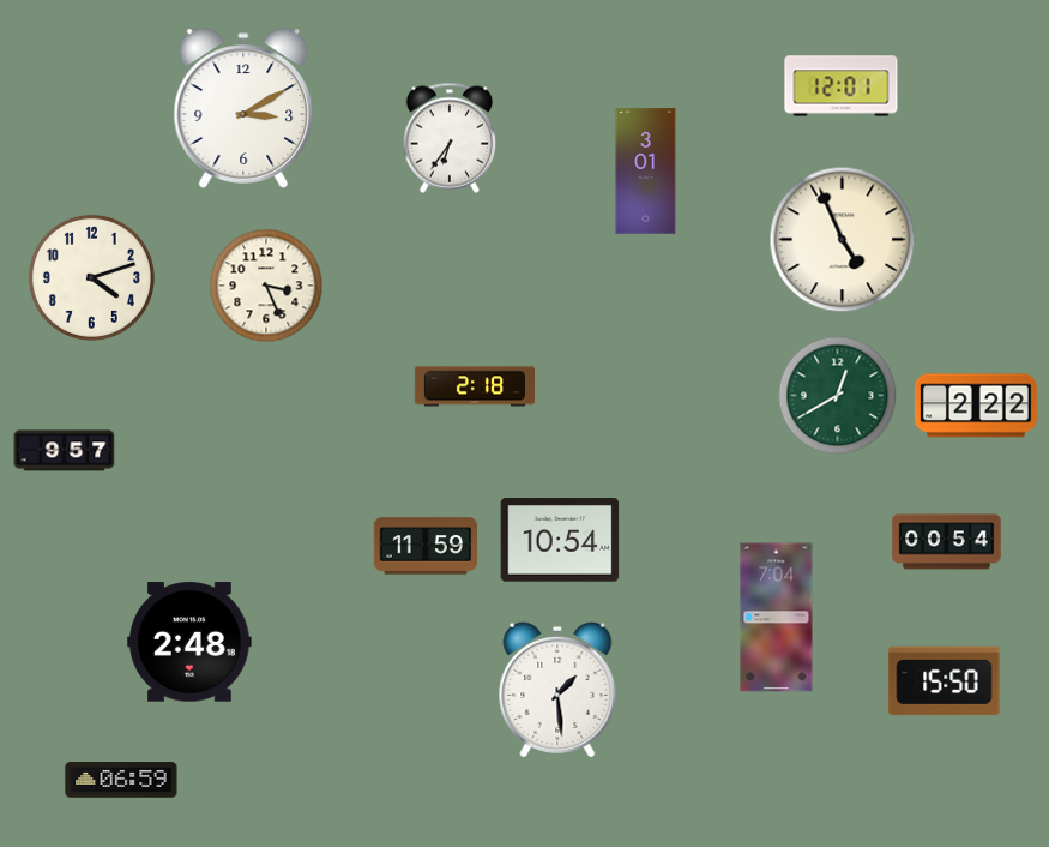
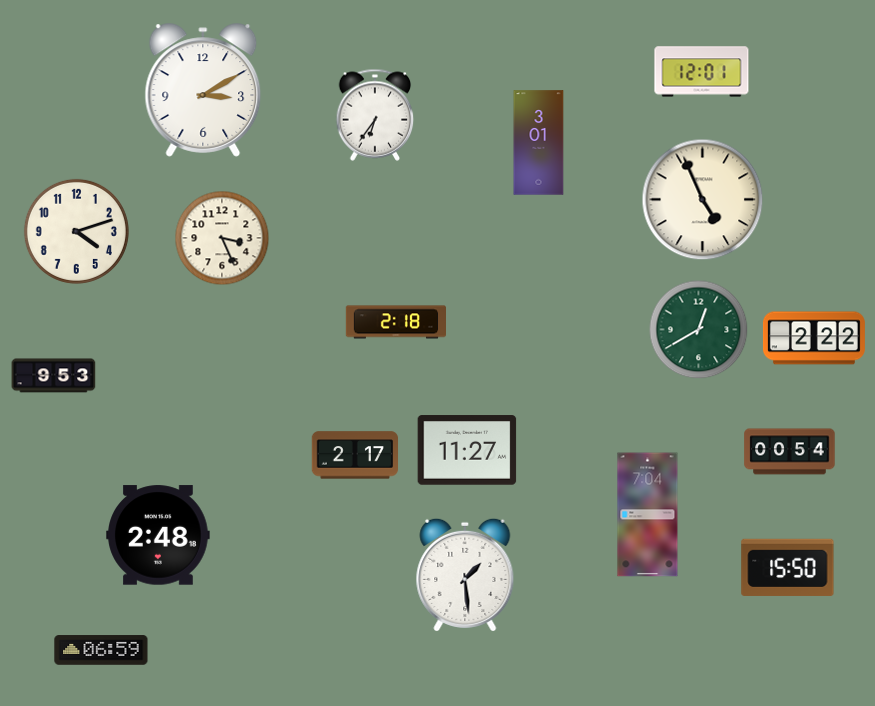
clock at (65, 451): 9:57 -> 9:53
clock at (560, 540): 10:54 -> 11:27
clock at (426, 546): 11:59 -> 2:17
